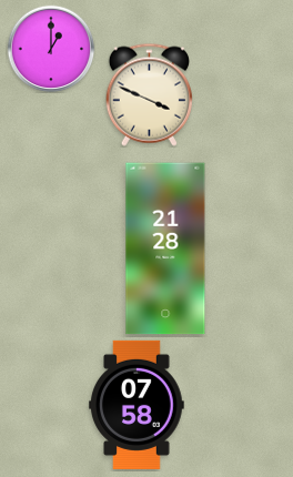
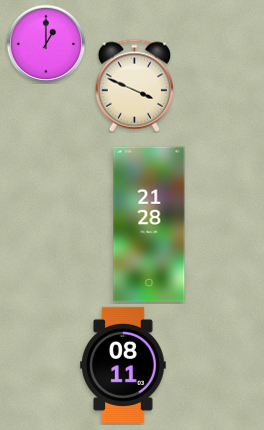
clock at (137, 405): 07:58 -> 08:11
